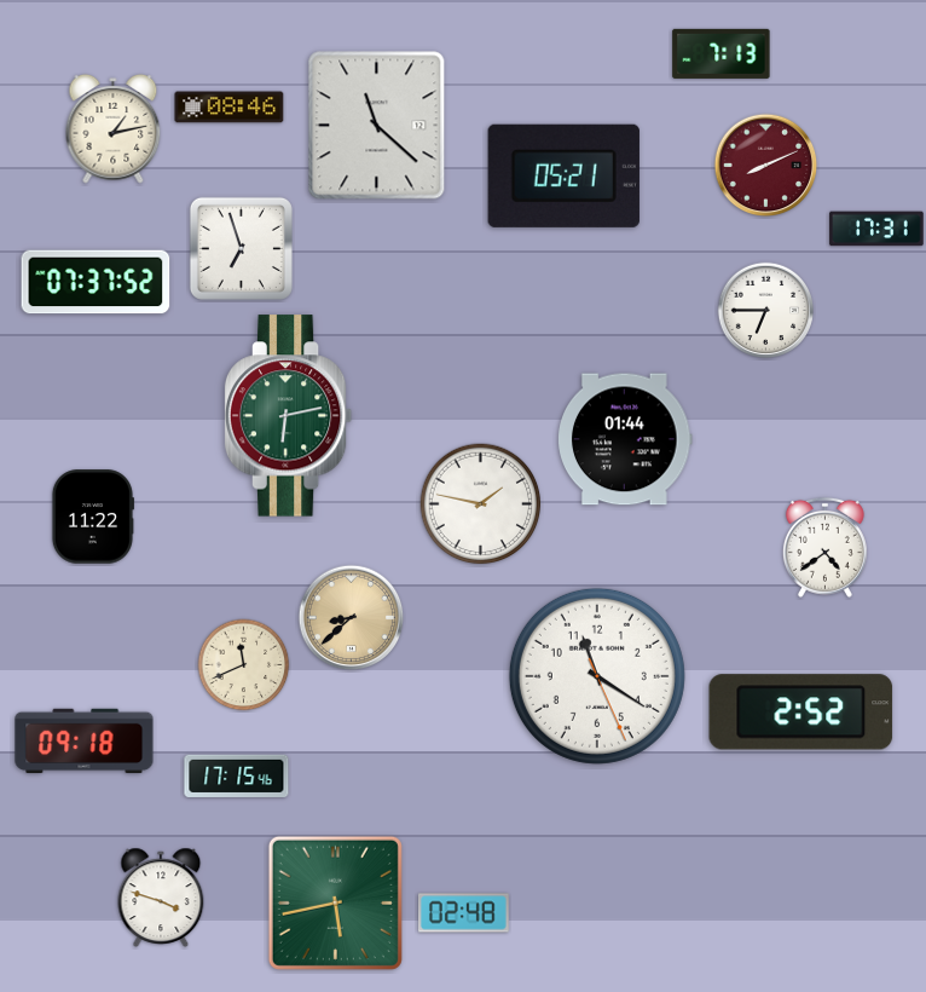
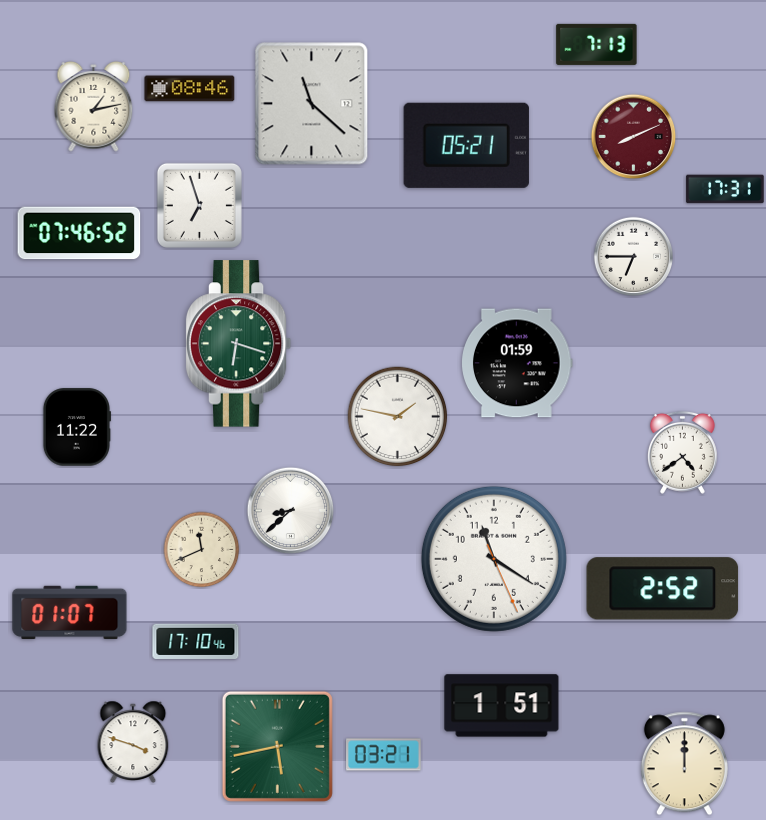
clock at (96, 282): 07:37 -> 07:46
clock at (289, 416): 6:13 -> 6:18
clock at (625, 439): 01:44 -> 01:59
clock at (352, 618) dial: champagne -> white
clock at (85, 742): 09:18 -> 01:07
clock at (237, 775): 17:15 -> 17:10
clock at (502, 706): none -> 1:51
clock at (464, 913): 02:48 -> 03:21
clock at (684, 764): none -> 12:00
